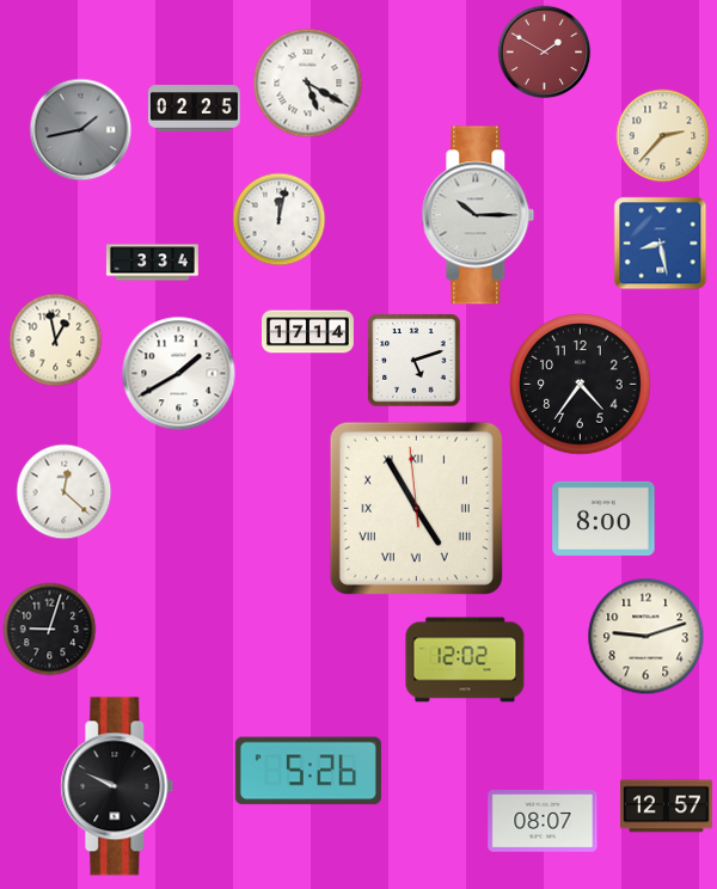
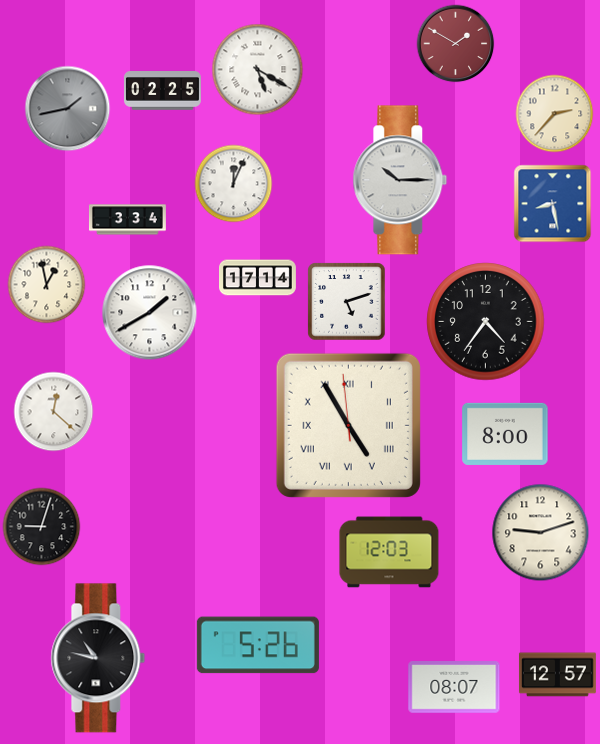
clock at (278, 219): 12:02 -> 12:04
clock at (465, 660): 12:02 -> 12:03
clock at (117, 786): 9:49 -> 10:47
